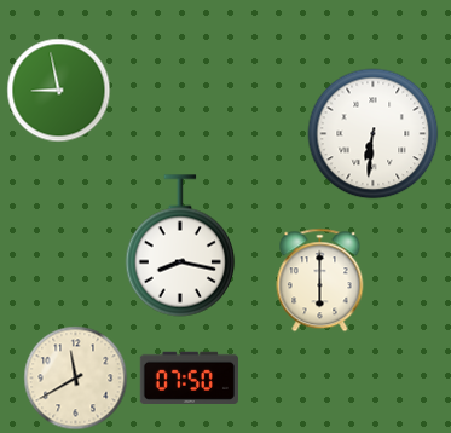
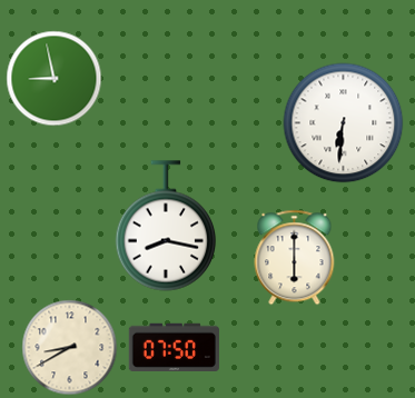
clock at (59, 91) position: (59, 91) -> (55, 79)
clock at (76, 379): 11:40 -> 8:40
